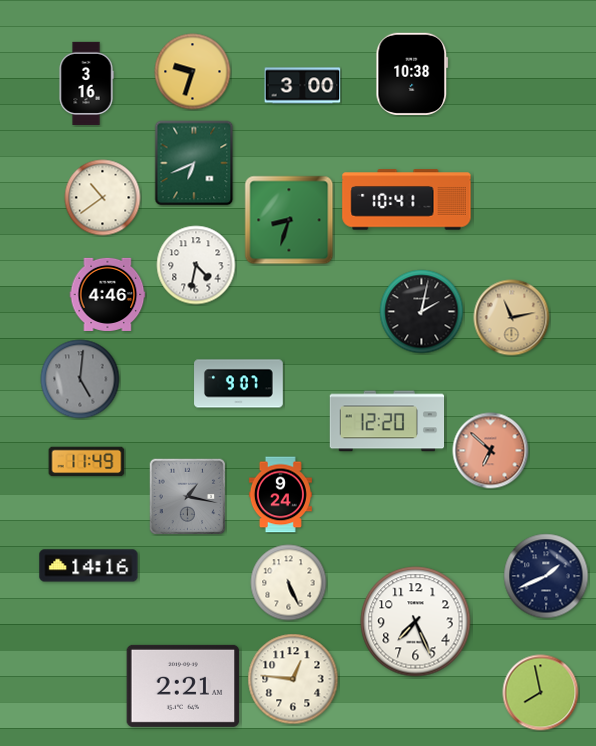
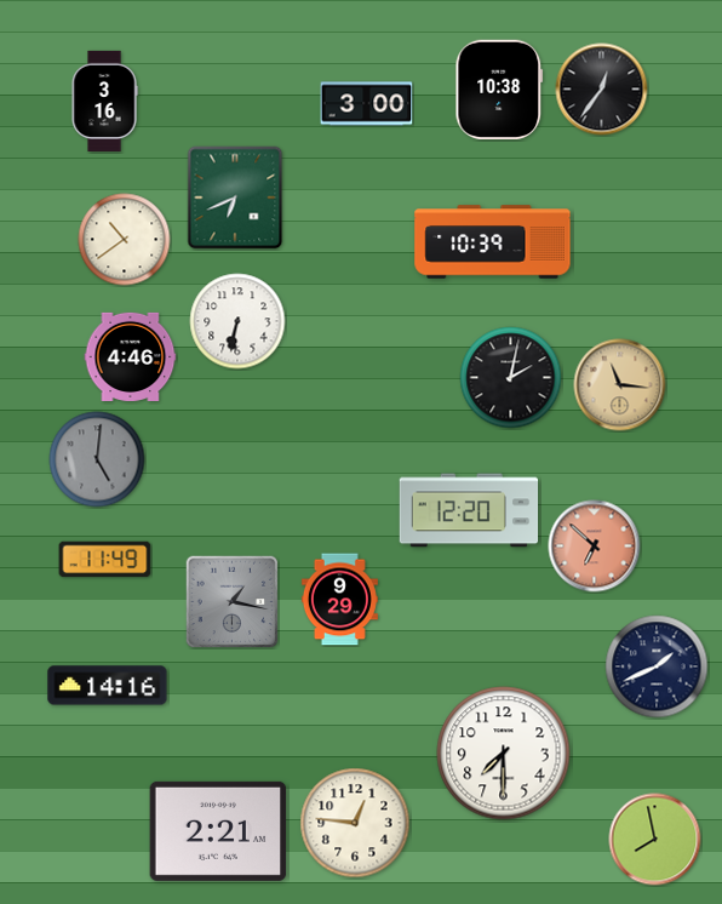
clock at (193, 72): 9:33 -> none
clock at (602, 90): none -> 12:36
clock at (407, 200): 10:41 -> 10:39
clock at (289, 220): 8:33 -> none
clock at (196, 265): 4:32 -> 6:32
clock at (512, 318): 11:13 -> 11:16
clock at (239, 384): 9:07 -> none
clock at (280, 495): 9:24 -> 9:29
clock at (187, 496) position: (187, 496) -> (231, 601)
clock at (546, 576) position: (546, 576) -> (657, 666)
clock at (289, 583): 5:26 -> none
clock at (416, 622): 7:26 -> 7:30
clock at (183, 686) position: (183, 686) -> (218, 831)
